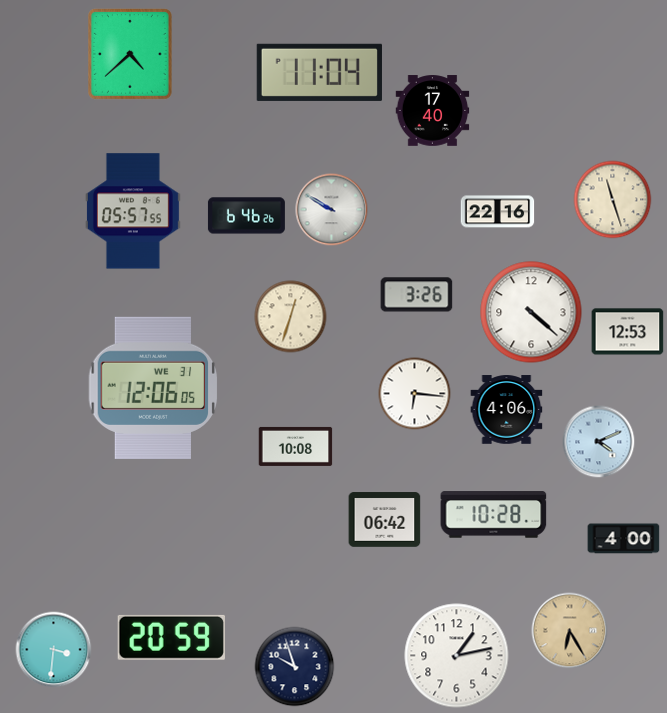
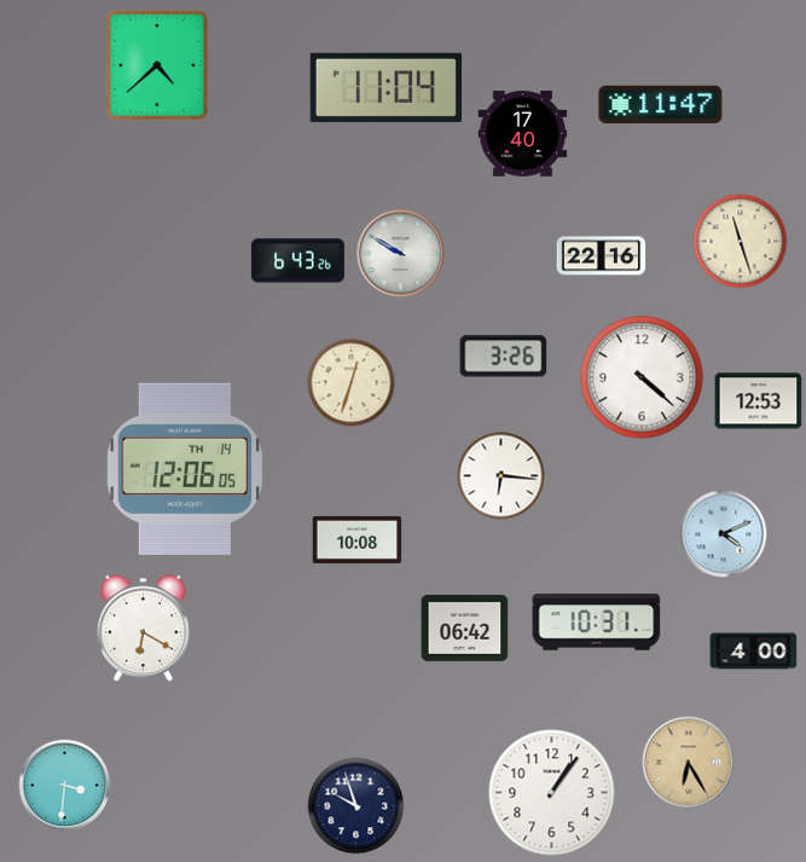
clock at (661, 105): none -> 11:47
clock at (133, 211): 05:57 -> none
clock at (246, 216): 6:46 -> 6:43
clock at (153, 388) date: WE 31 -> TH 14
clock at (507, 410): 4:06 -> none
clock at (494, 515): 10:28 -> 10:31
clock at (143, 629): none -> 6:20
clock at (171, 637): 20:59 -> none
clock at (457, 656): 1:13 -> 1:06
